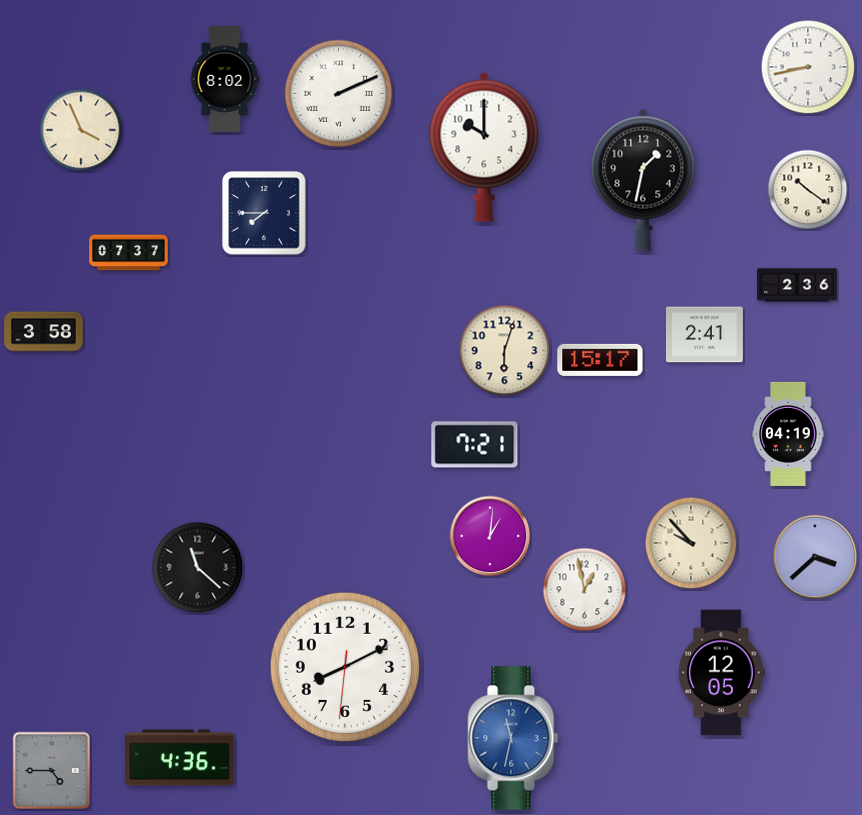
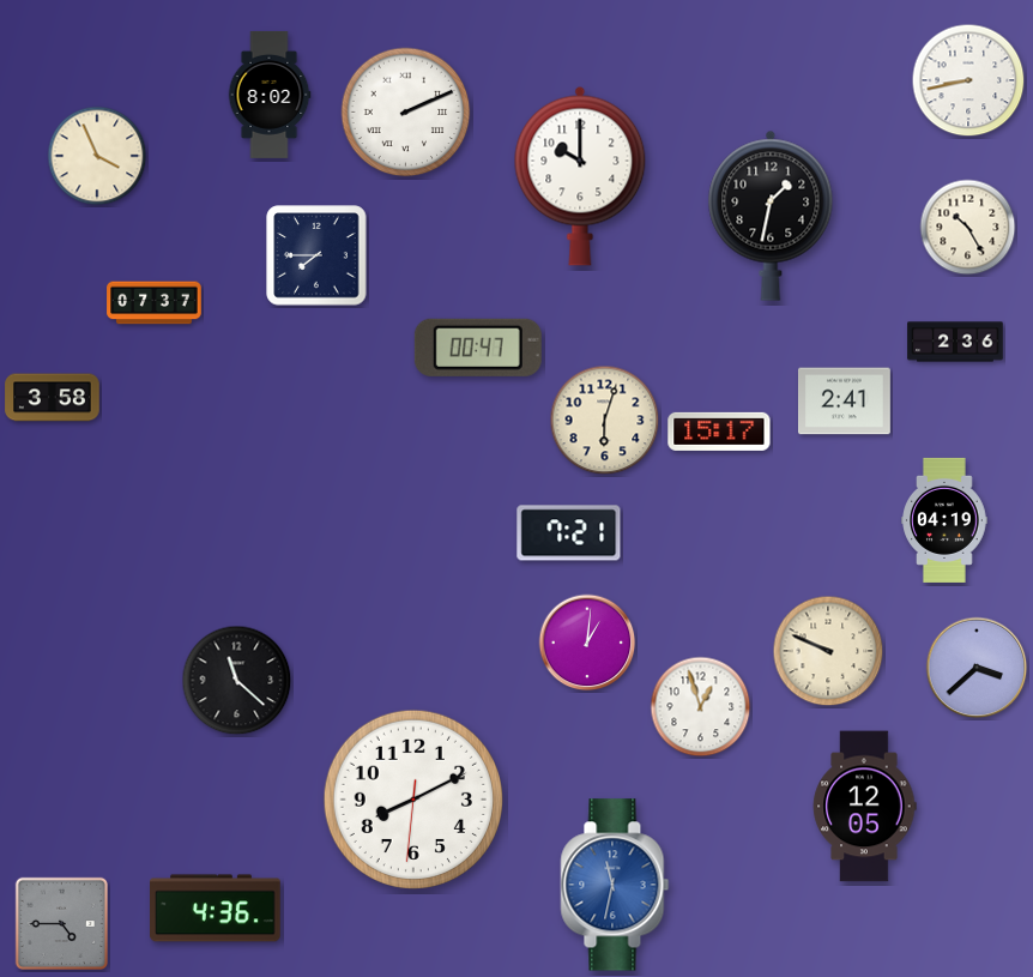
clock at (808, 190): 10:21 -> 10:25
clock at (478, 348): none -> 00:47
clock at (691, 543): 9:53 -> 9:49
clock at (585, 590): 12:58 -> 12:57
